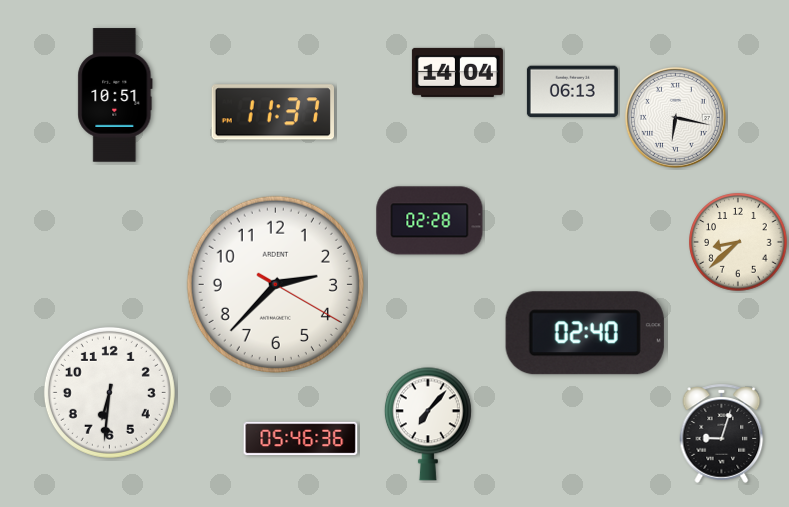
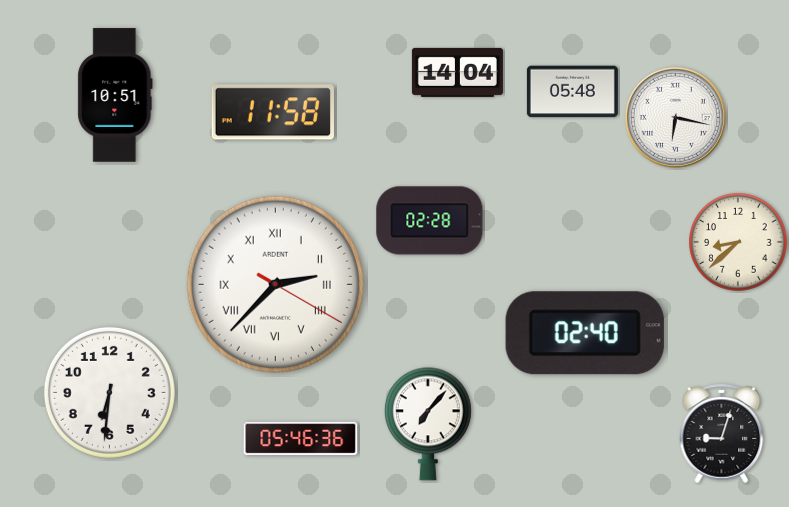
clock at (572, 92): 06:13 -> 05:48
clock at (273, 112): 11:37 -> 11:58
clock at (275, 284) numerals: Arabic -> Roman
